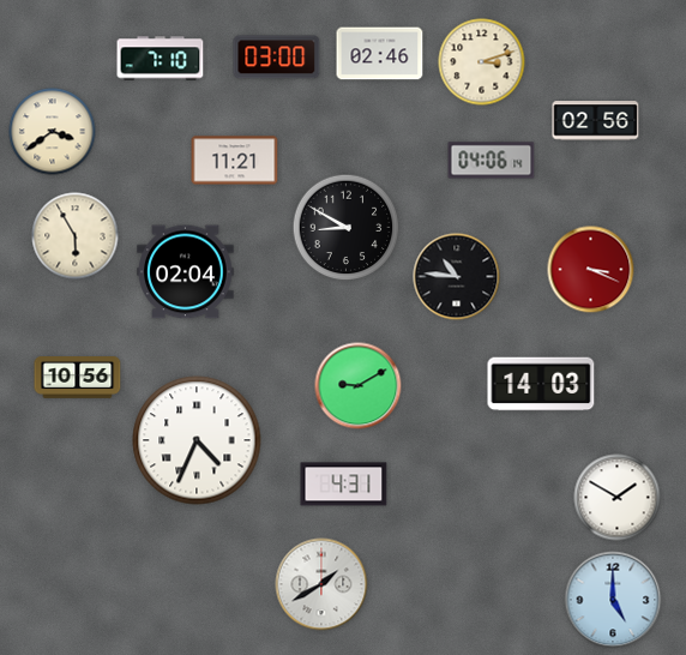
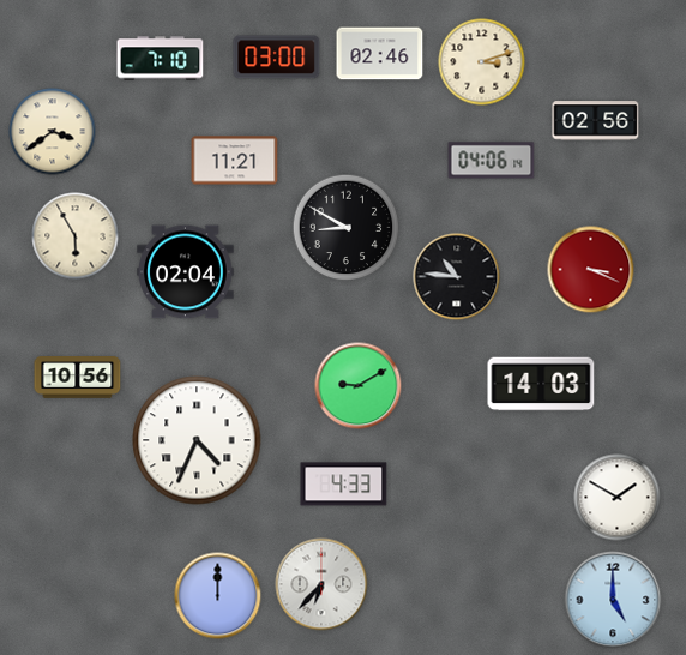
clock at (344, 485): 4:31 -> 4:33
clock at (321, 584): 1:40 -> 6:37
clock at (218, 596): none -> 12:00
